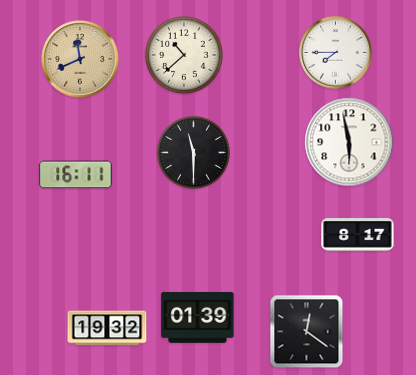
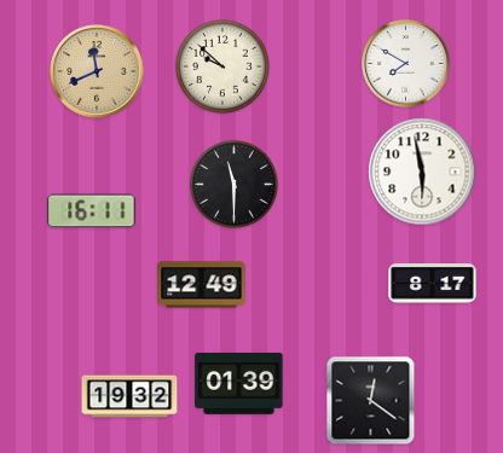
clock at (336, 53): 7:45 -> 7:50
clock at (185, 56): 10:38 -> 9:52
clock at (202, 285): none -> 12:49
